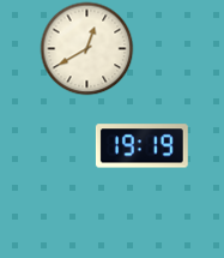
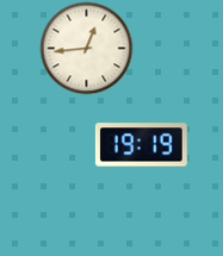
clock at (86, 48): 12:40 -> 12:44
